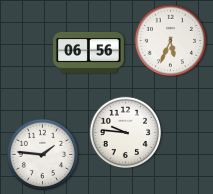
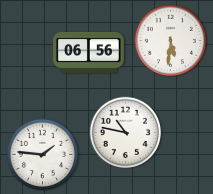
clock at (171, 41): 5:34 -> 5:31
clock at (126, 133): 9:46 -> 10:47
